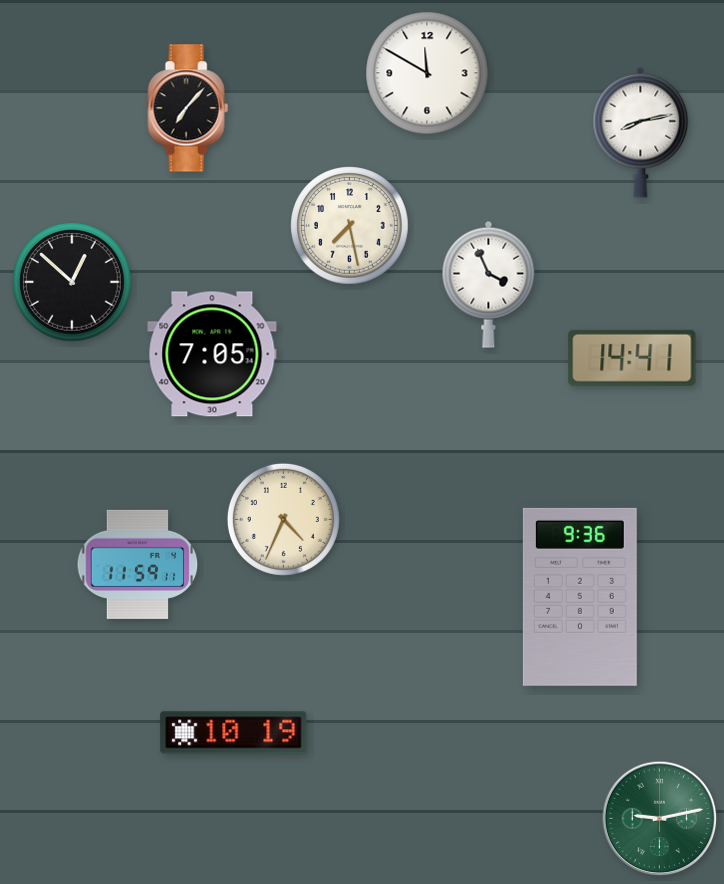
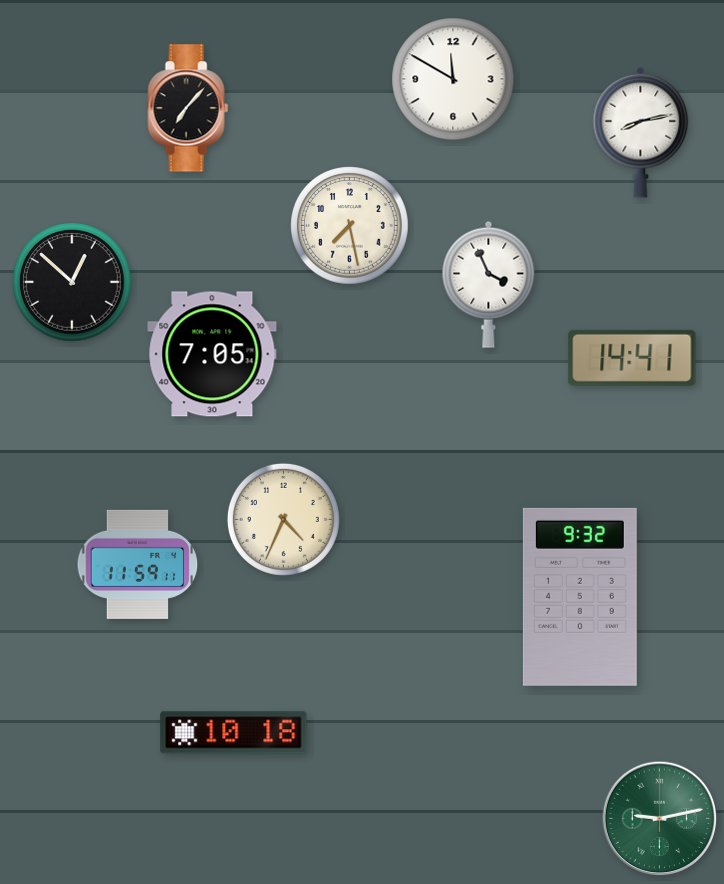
clock at (427, 73) position: (427, 73) -> (453, 79)
clock at (580, 597): 9:36 -> 9:32
clock at (234, 733): 10:19 -> 10:18
